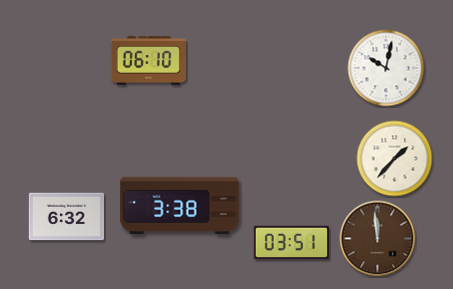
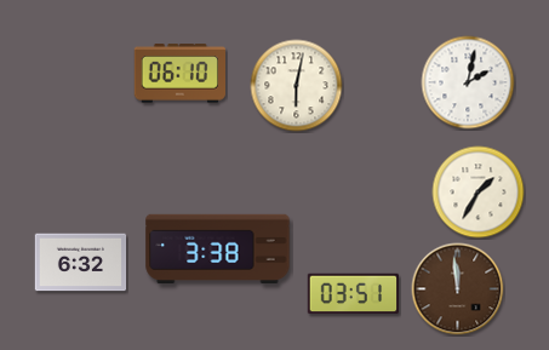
clock at (386, 68): 10:02 -> 2:02
clock at (297, 86): none -> 6:02
clock at (395, 159): 1:37 -> 1:35
